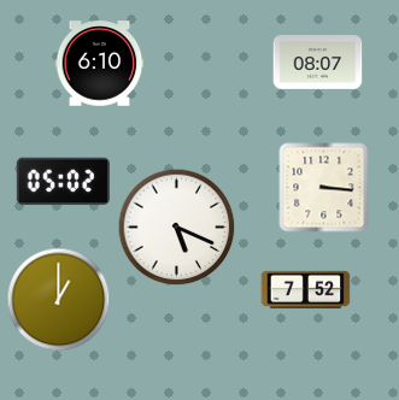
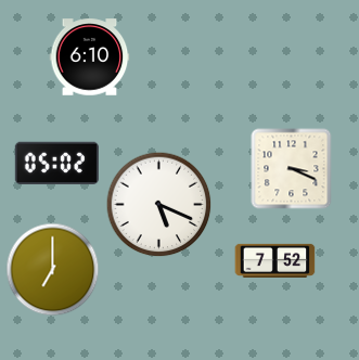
clock at (318, 63): 08:07 -> none
clock at (324, 188): 3:16 -> 3:19
clock at (59, 300): 1:00 -> 7:00
